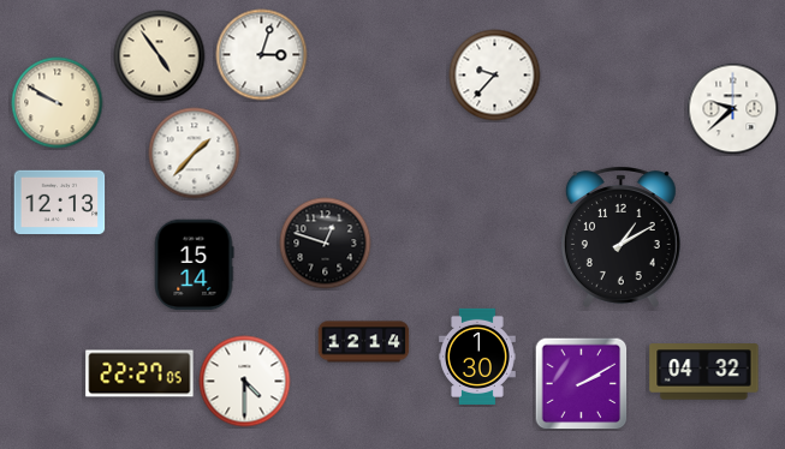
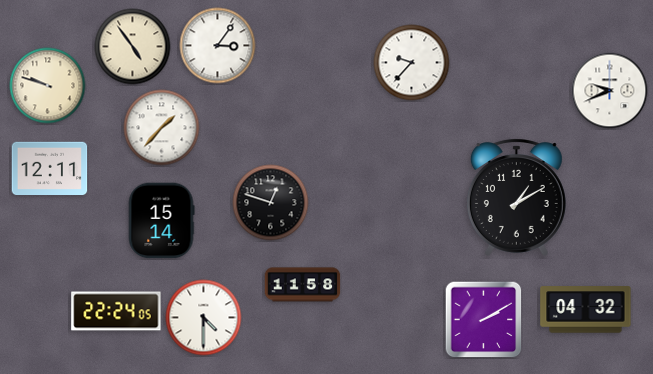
clock at (262, 55): 3:03 -> 3:06
clock at (58, 103): 9:50 -> 9:48
clock at (733, 109): 9:38 -> 9:41
clock at (60, 203): 12:13 -> 12:11
clock at (364, 342): 12:14 -> 11:58
clock at (478, 357): 1:30 -> none
clock at (139, 373): 22:27 -> 22:24
